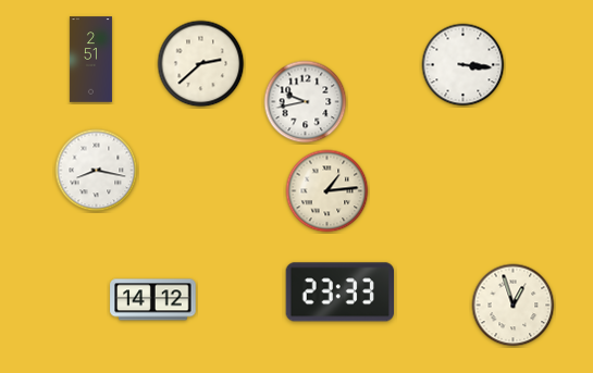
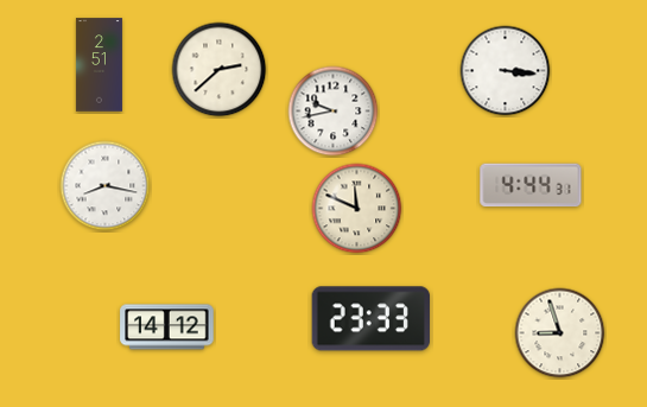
clock at (531, 185): none -> 4:44
clock at (328, 191): 1:14 -> 11:49
clock at (514, 306): 12:57 -> 8:57
